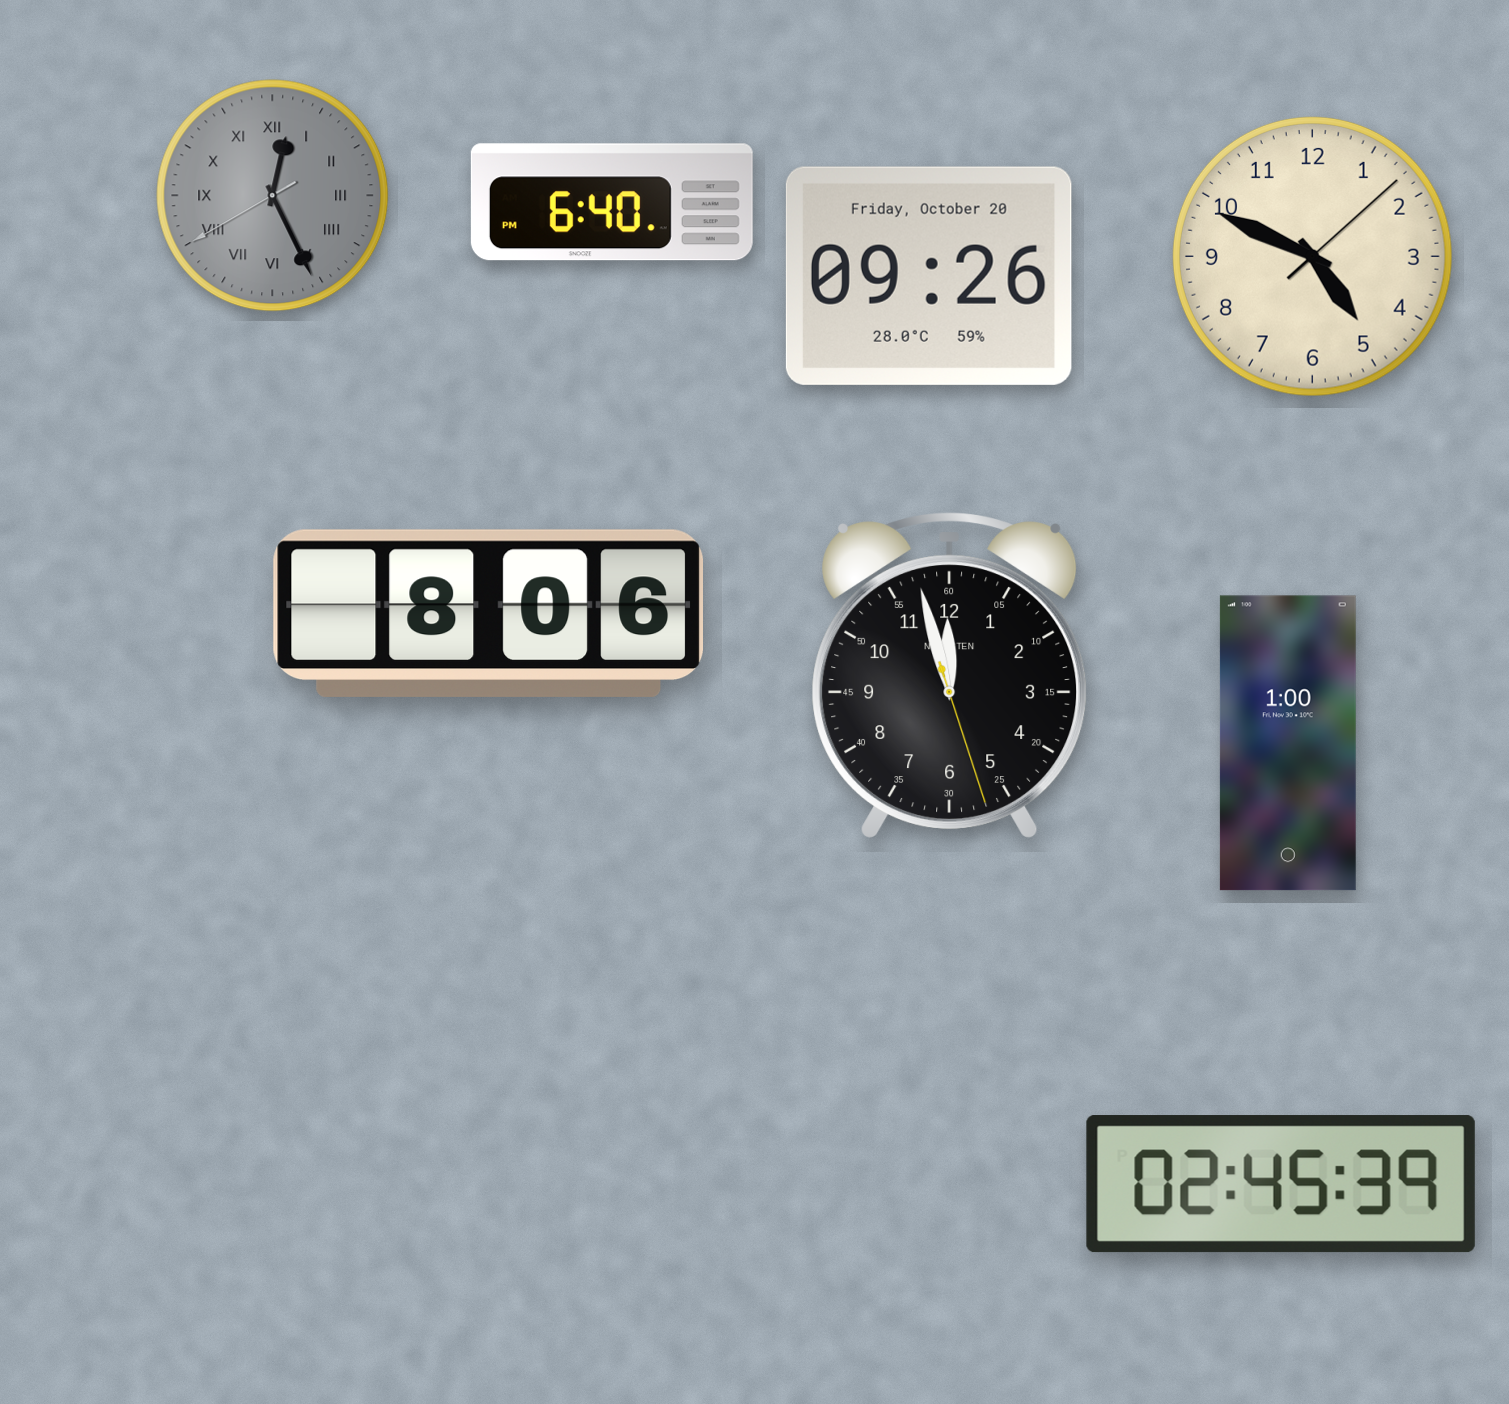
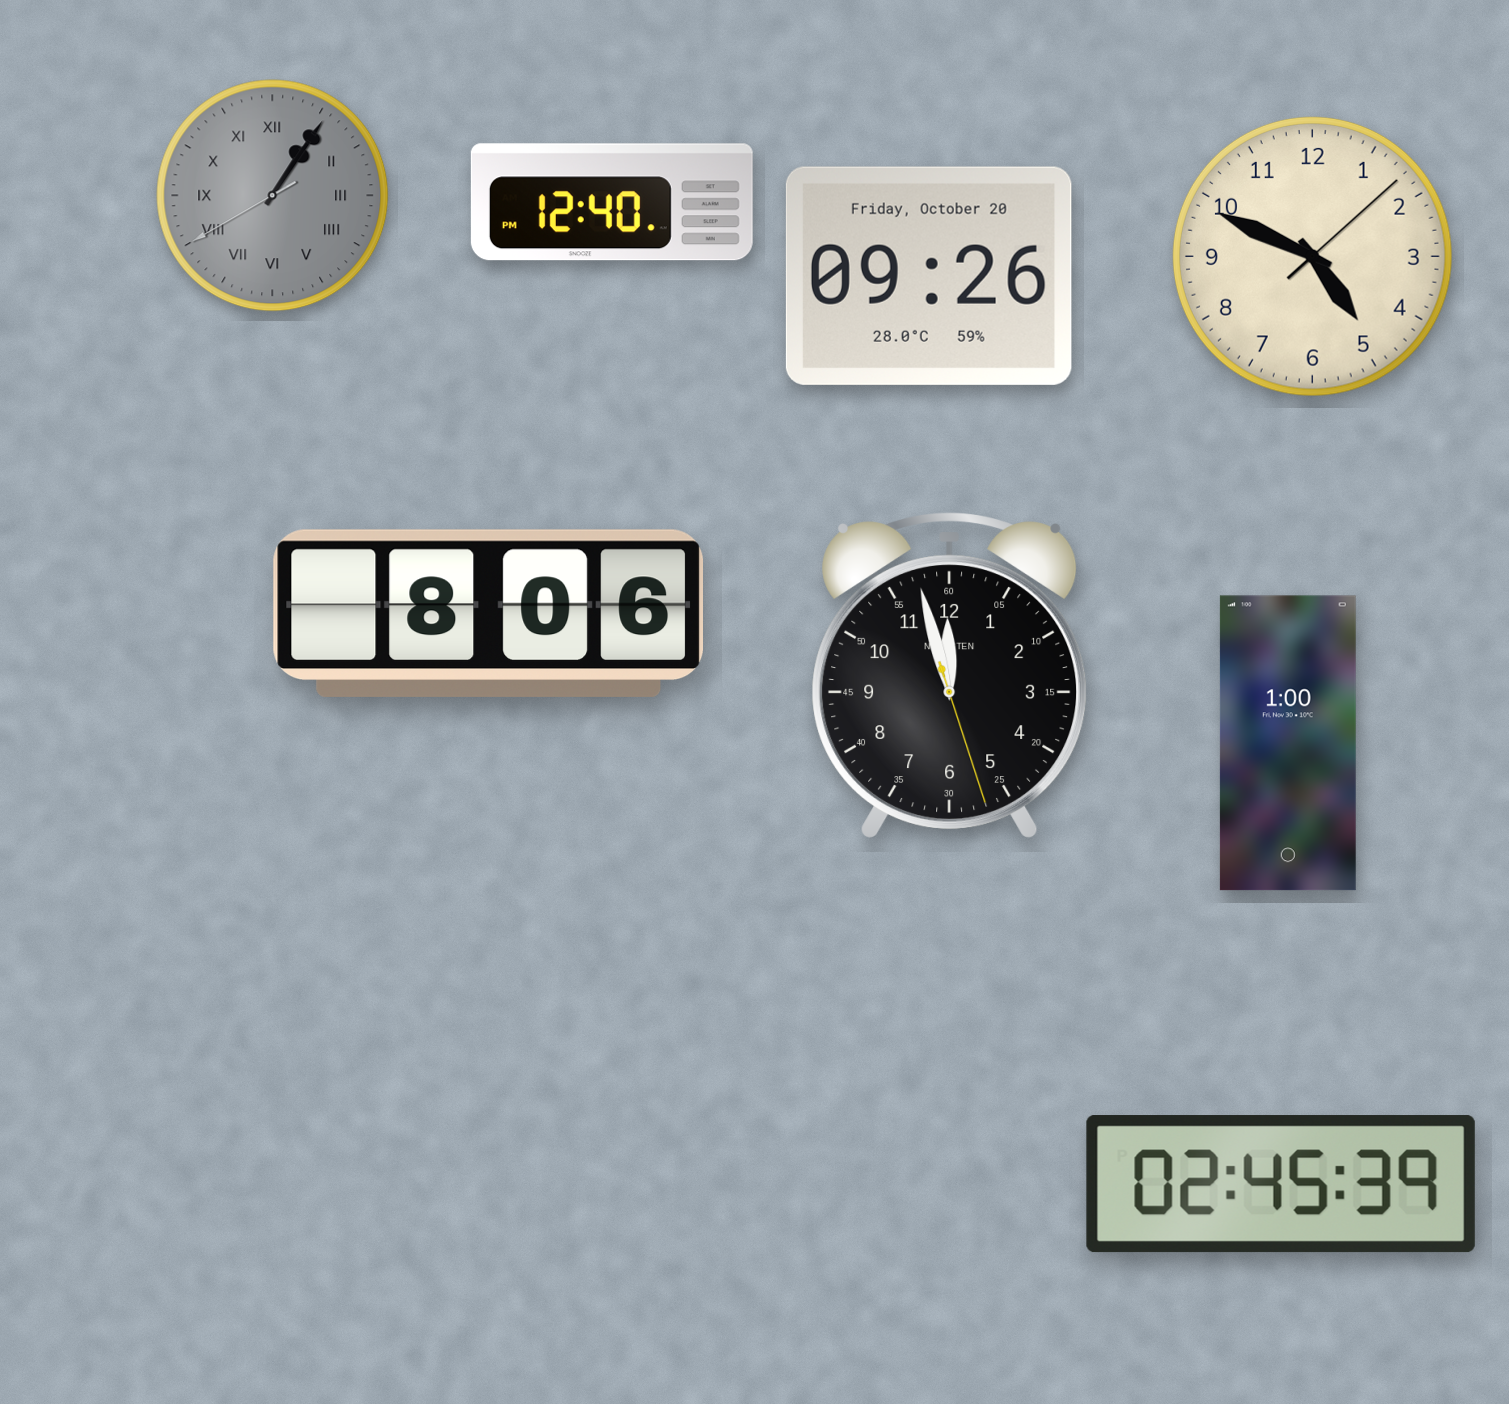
clock at (273, 196): 12:25 -> 1:05
clock at (612, 202): 6:40 -> 12:40
